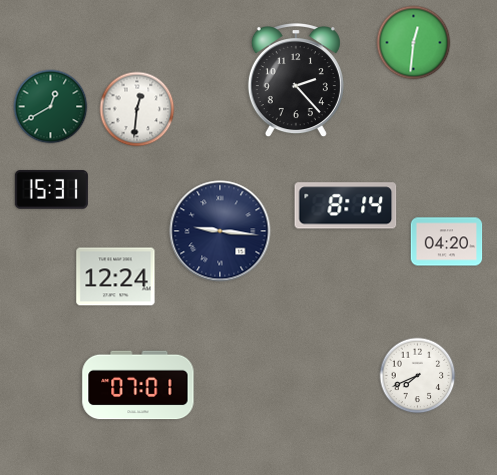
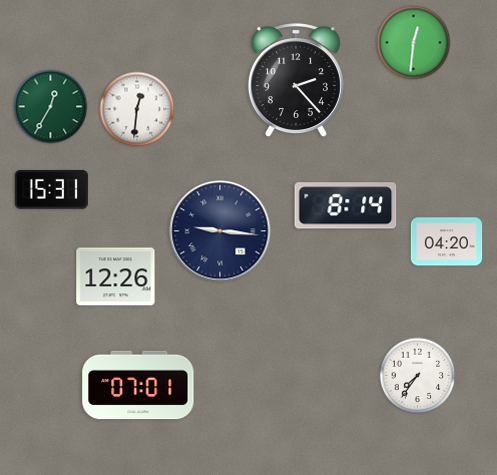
clock at (51, 107): 12:40 -> 12:35
clock at (116, 277): 12:24 -> 12:26
clock at (418, 376): 7:41 -> 7:36
